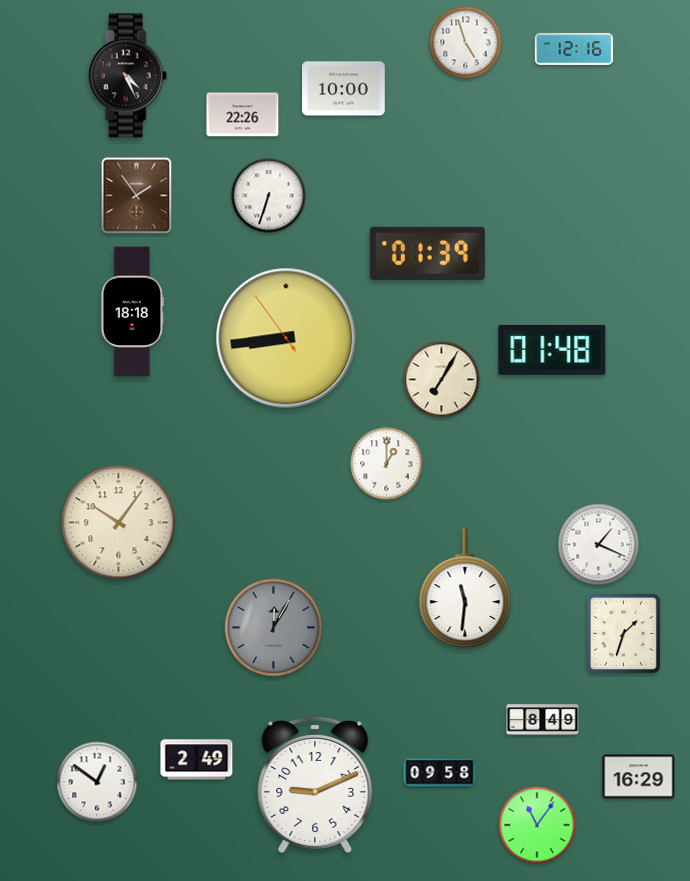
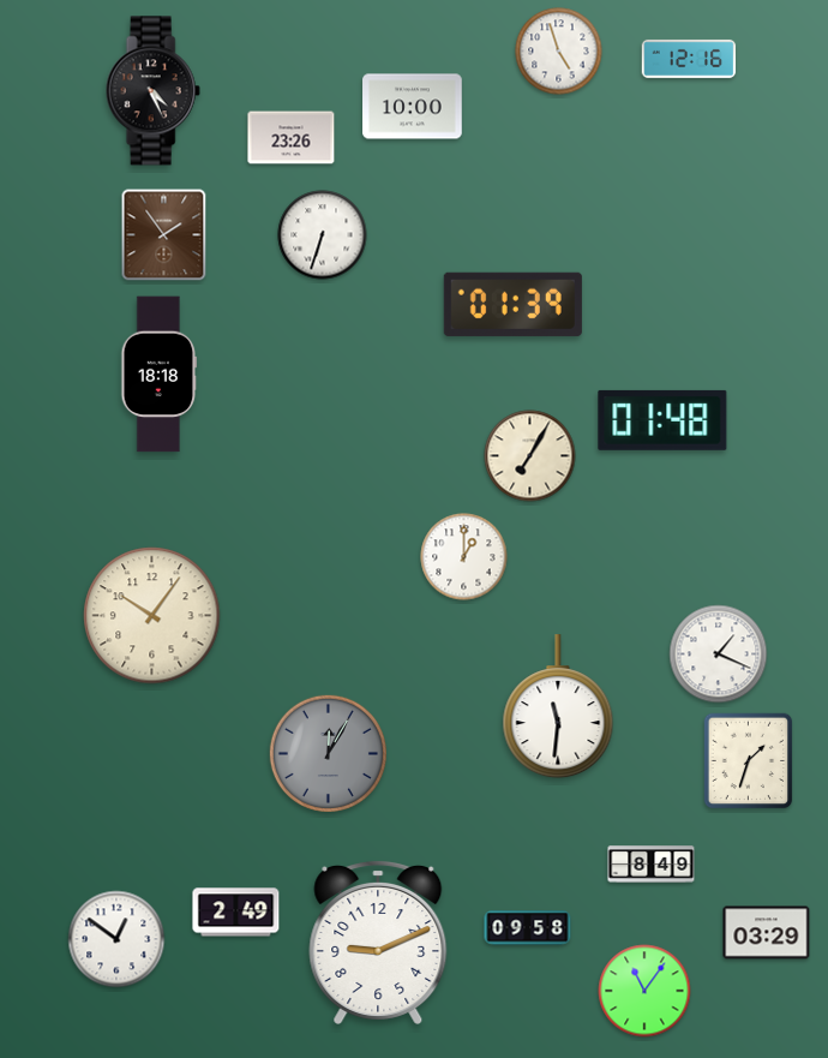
clock at (243, 115): 22:26 -> 23:26
clock at (286, 338): 8:43 -> none
clock at (119, 523) position: (119, 523) -> (152, 616)
clock at (639, 777): 16:29 -> 03:29
